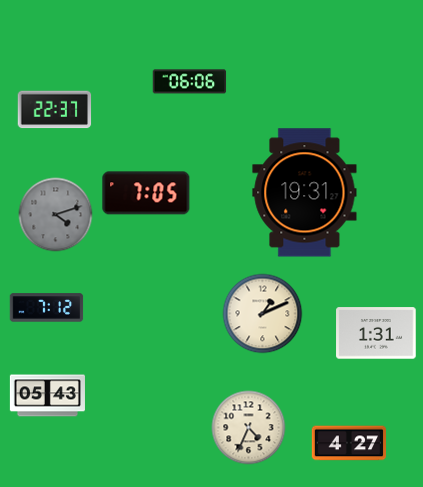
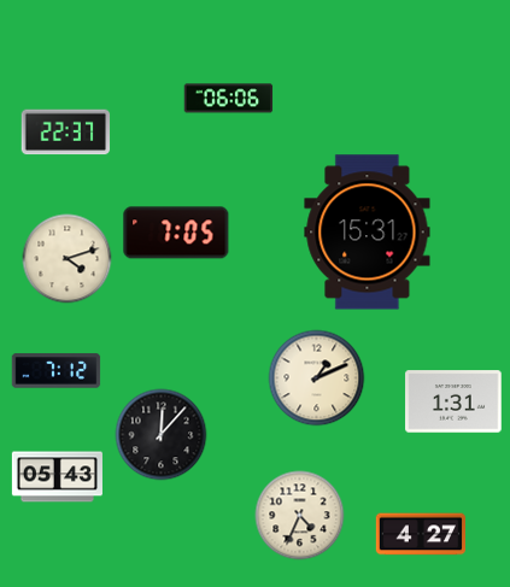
clock at (305, 193): 19:31 -> 15:31
clock at (56, 215) dial: grey -> cream
clock at (162, 435): none -> 12:07
